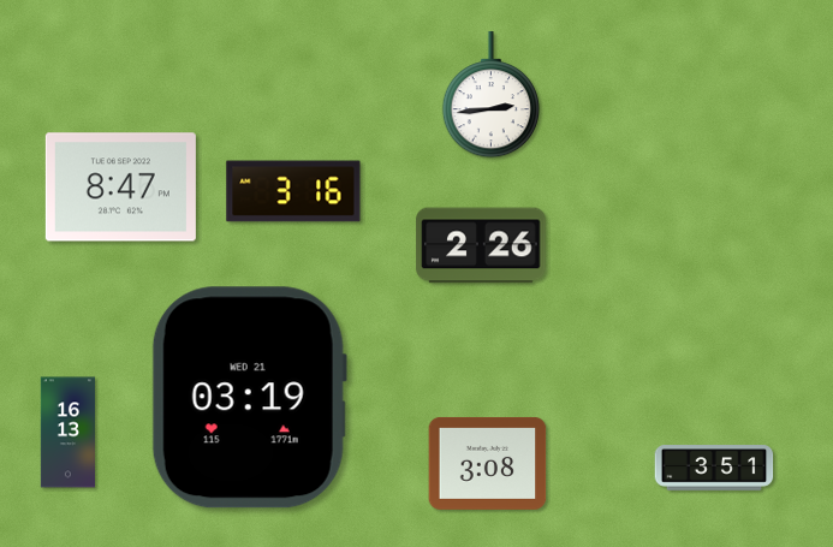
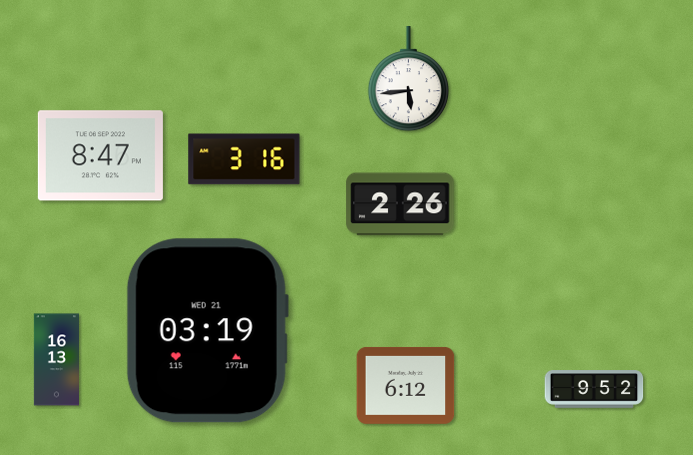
clock at (492, 95): 2:44 -> 5:44
clock at (488, 463): 3:08 -> 6:12
clock at (714, 468): 3:51 -> 9:52
